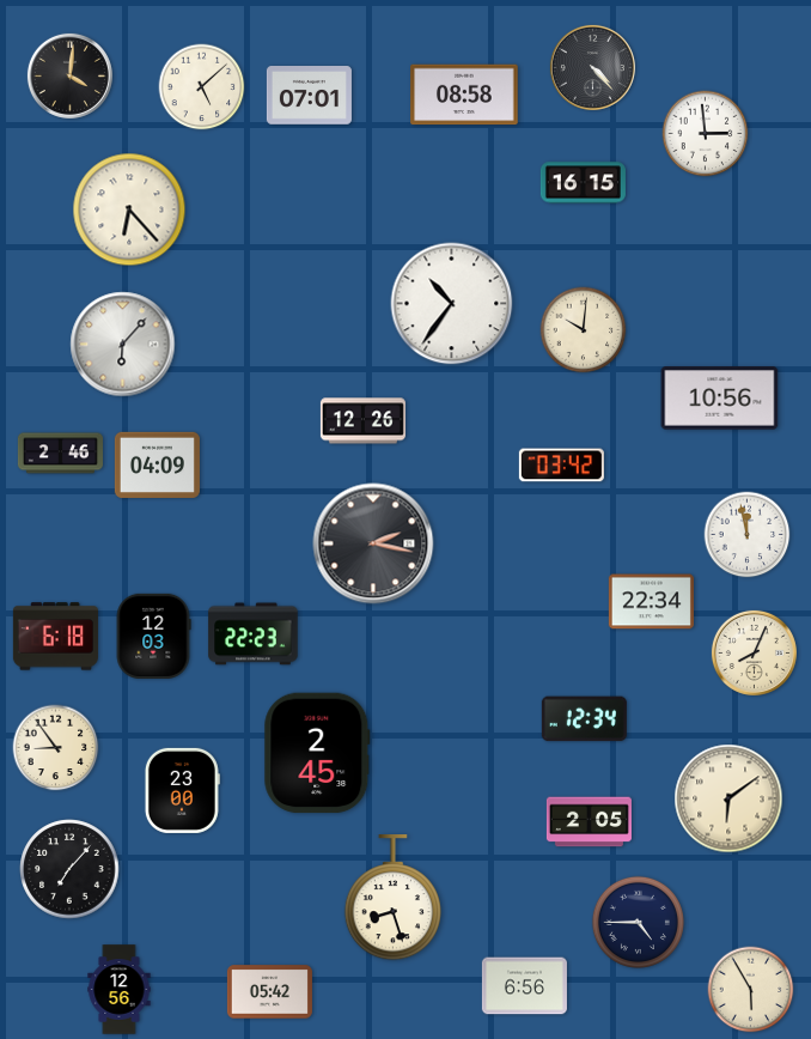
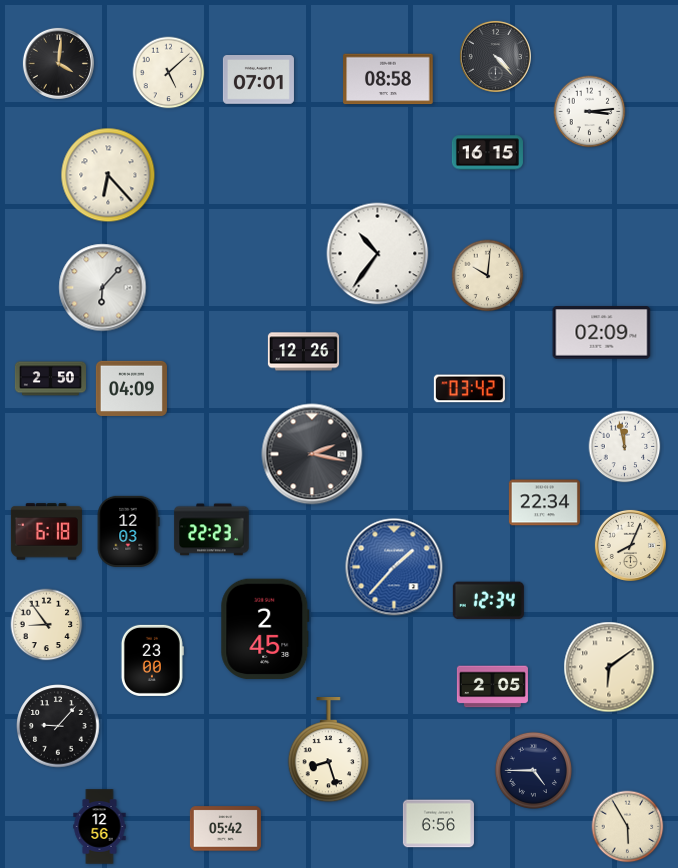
clock at (706, 134): 2:59 -> 3:14
clock at (720, 399): 10:56 -> 02:09
clock at (60, 454): 2:46 -> 2:50
clock at (394, 567): none -> 1:37
clock at (69, 869): 7:07 -> 9:07
